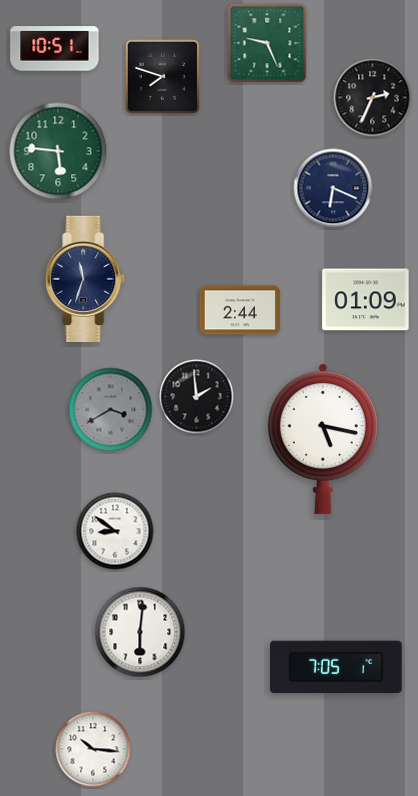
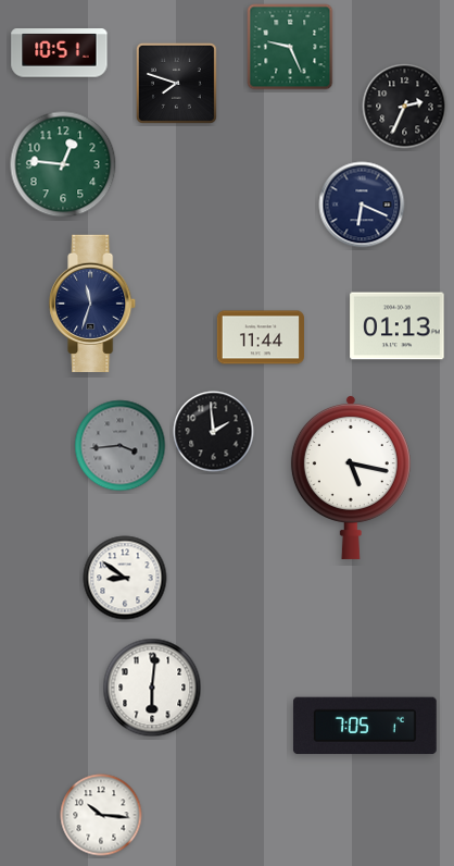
clock at (58, 151): 5:46 -> 12:46
clock at (366, 300): 01:09 -> 01:13
clock at (239, 310): 2:44 -> 11:44
clock at (111, 410): 3:40 -> 3:44
